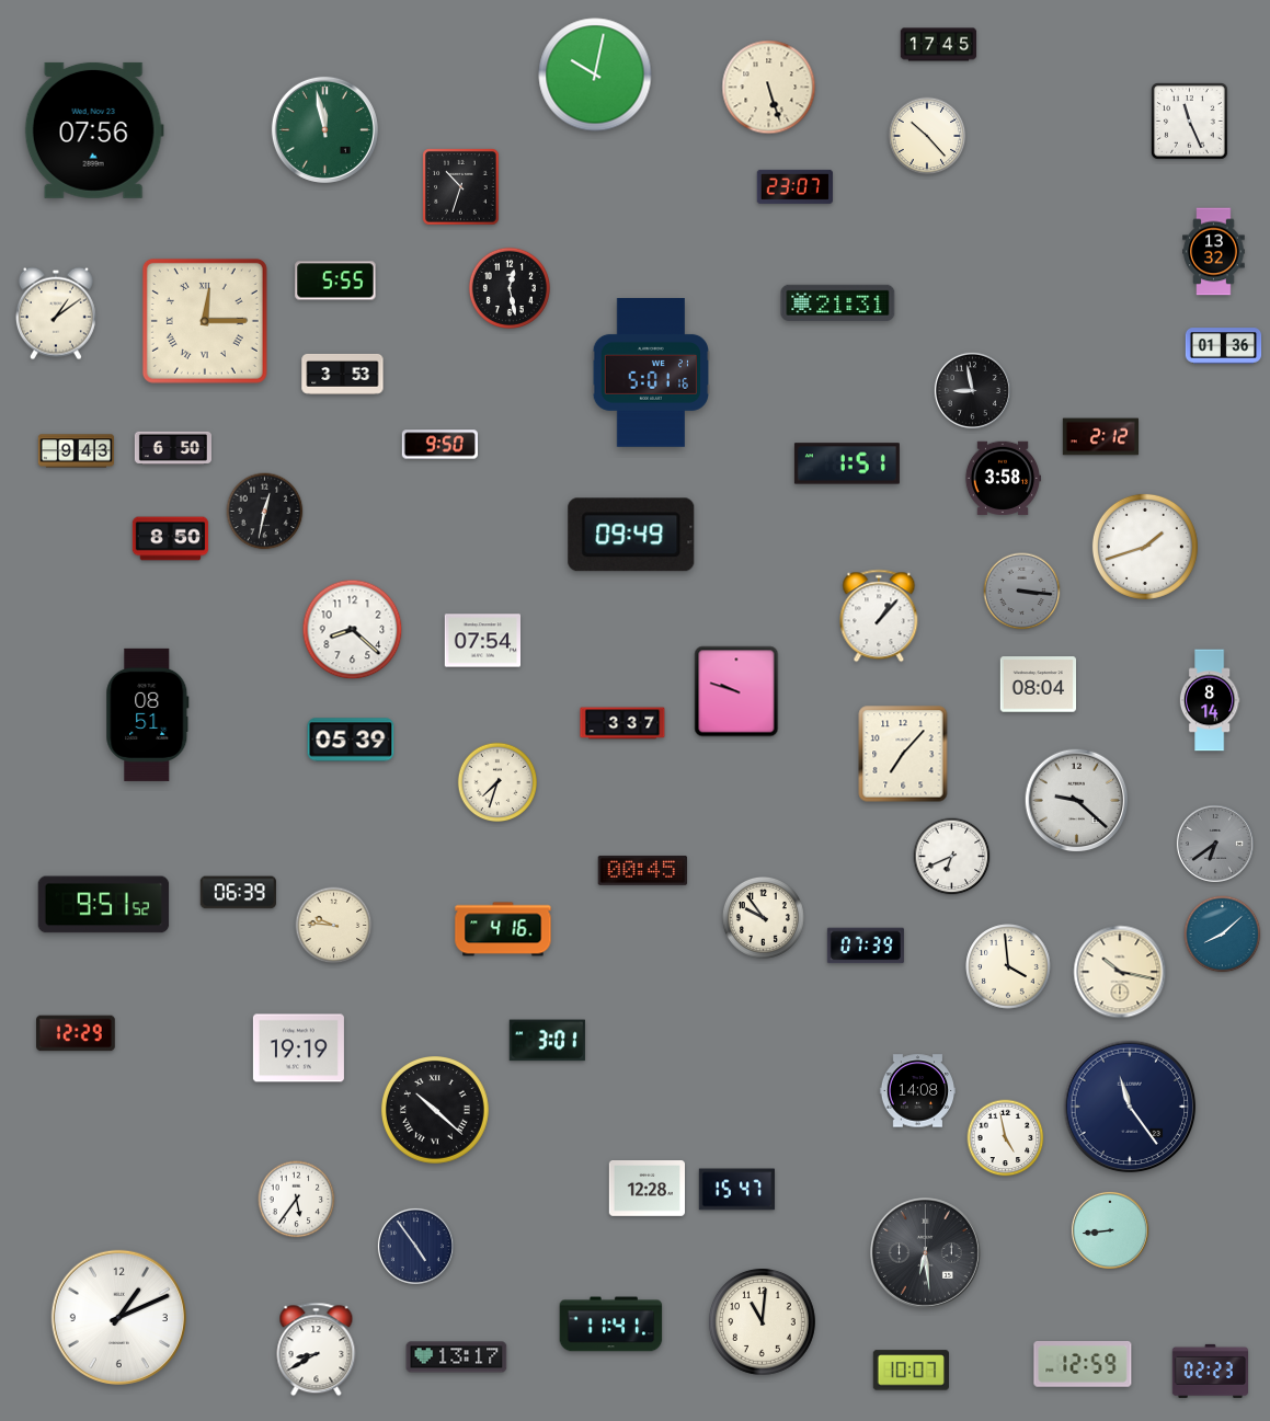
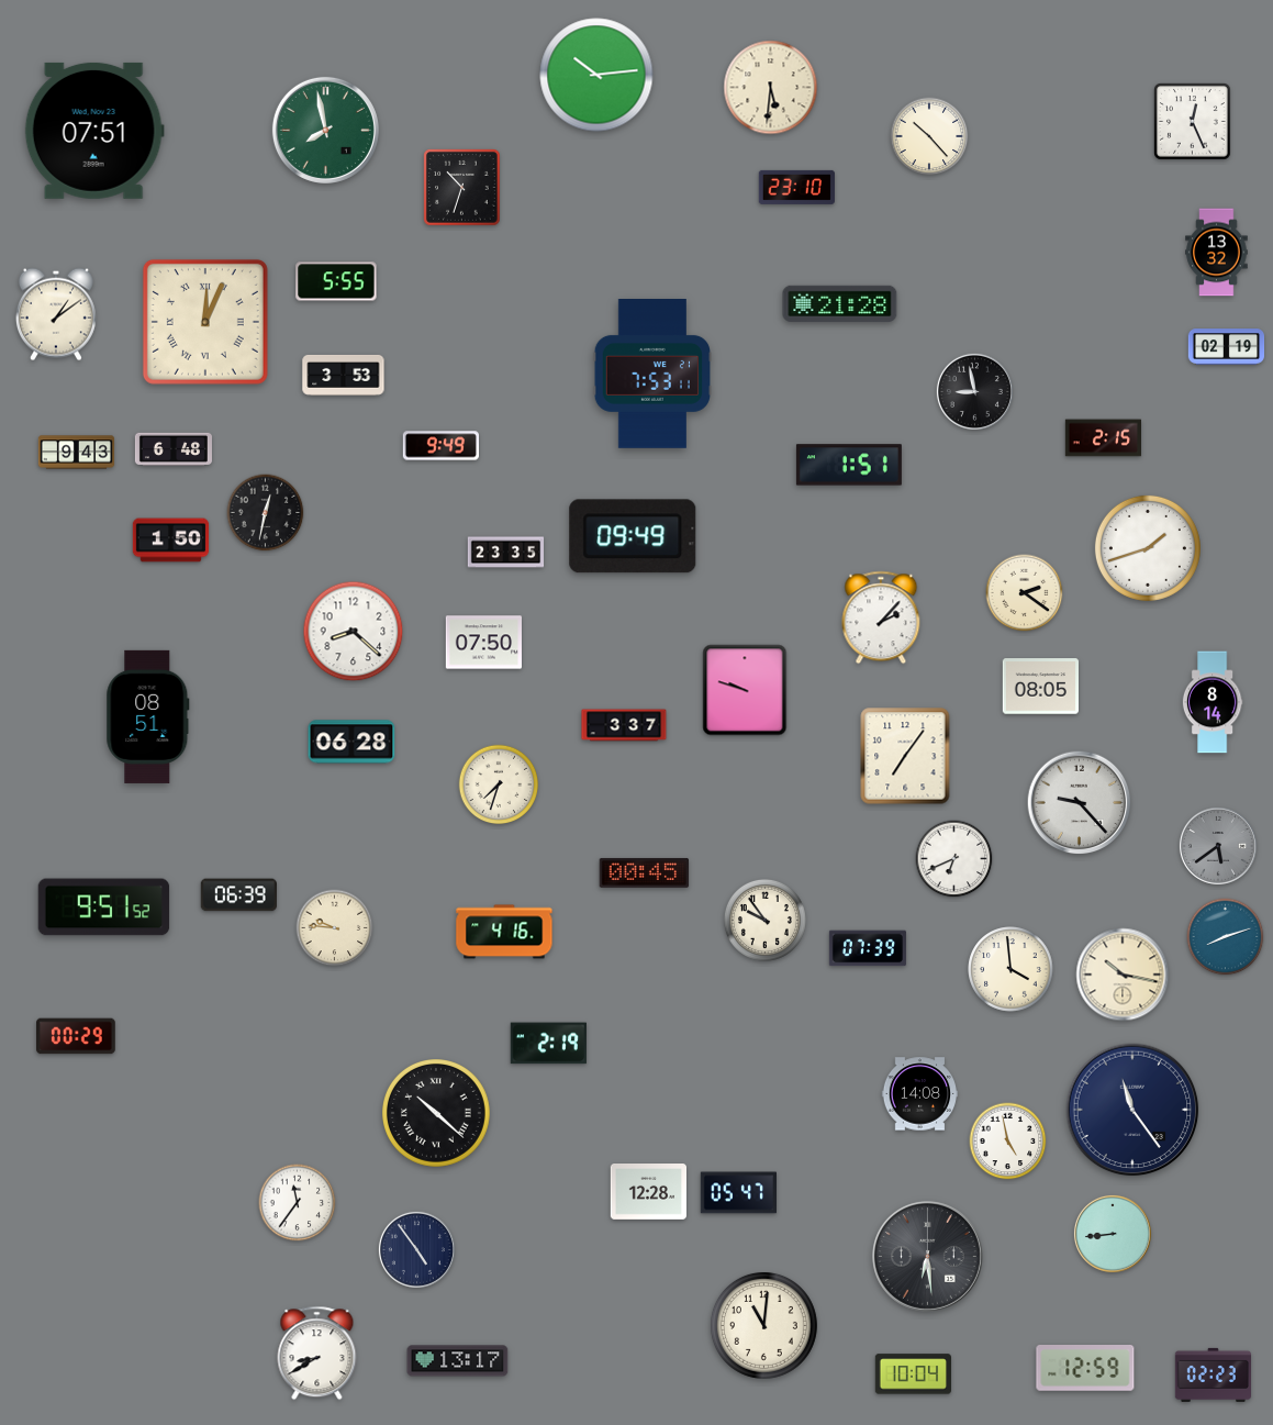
clock at (939, 45): 17:45 -> none
clock at (595, 75): 10:02 -> 10:14
clock at (769, 88): 5:27 -> 5:31
clock at (1190, 122): 11:26 -> 12:26
clock at (324, 129): 11:58 -> 7:58
clock at (94, 130): 07:56 -> 07:51
clock at (794, 186): 23:07 -> 23:10
clock at (510, 288): 12:28 -> none
clock at (838, 302): 21:31 -> 21:28
clock at (205, 321): 12:15 -> 12:04
clock at (1224, 346): 01:36 -> 02:19
clock at (650, 374): 5:01 -> 7:53
clock at (1101, 437): 2:12 -> 2:15
clock at (439, 445): 9:50 -> 9:49
clock at (173, 447): 6:50 -> 6:48
clock at (1002, 478): 3:58 -> none
clock at (171, 539): 8:50 -> 1:50
clock at (506, 553): none -> 23:35
clock at (1022, 592): 3:16 -> 2:21
clock at (1022, 592) dial: grey -> cream
clock at (879, 616): 1:07 -> 2:07
clock at (482, 641): 07:54 -> 07:50
clock at (1038, 685): 08:04 -> 08:05
clock at (736, 691) position: (736, 691) -> (745, 690)
clock at (351, 740): 05:39 -> 06:28
clock at (903, 754): 7:07 -> 7:06
clock at (1077, 801): 9:22 -> 9:23
clock at (1215, 844): 6:39 -> 5:39
clock at (1223, 935): 8:08 -> 8:12
clock at (77, 1033): 12:29 -> 00:29
clock at (547, 1041): 3:01 -> 2:19
clock at (298, 1048): 19:19 -> none
clock at (736, 1190): 15:47 -> 05:47
clock at (297, 1200): 5:36 -> 11:36
clock at (118, 1317): 1:11 -> none
clock at (611, 1325): 11:41 -> none
clock at (911, 1371): 10:07 -> 10:04
